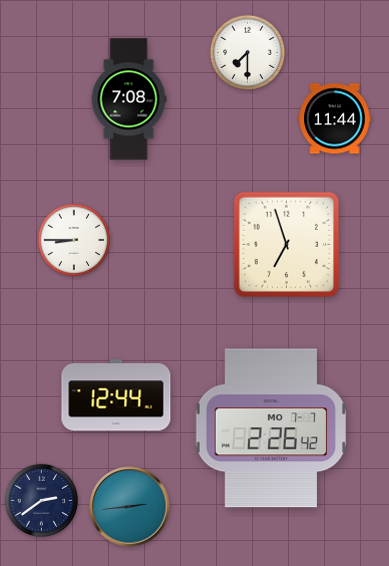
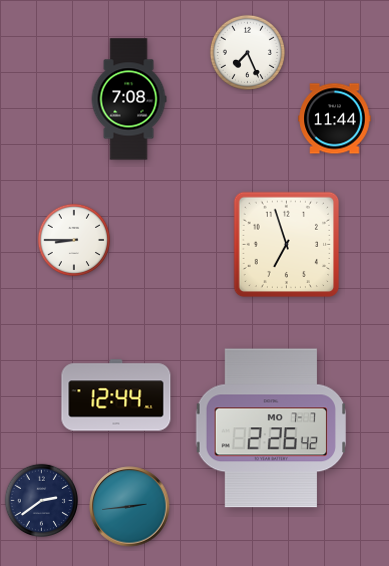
clock at (247, 52): 7:30 -> 7:26
